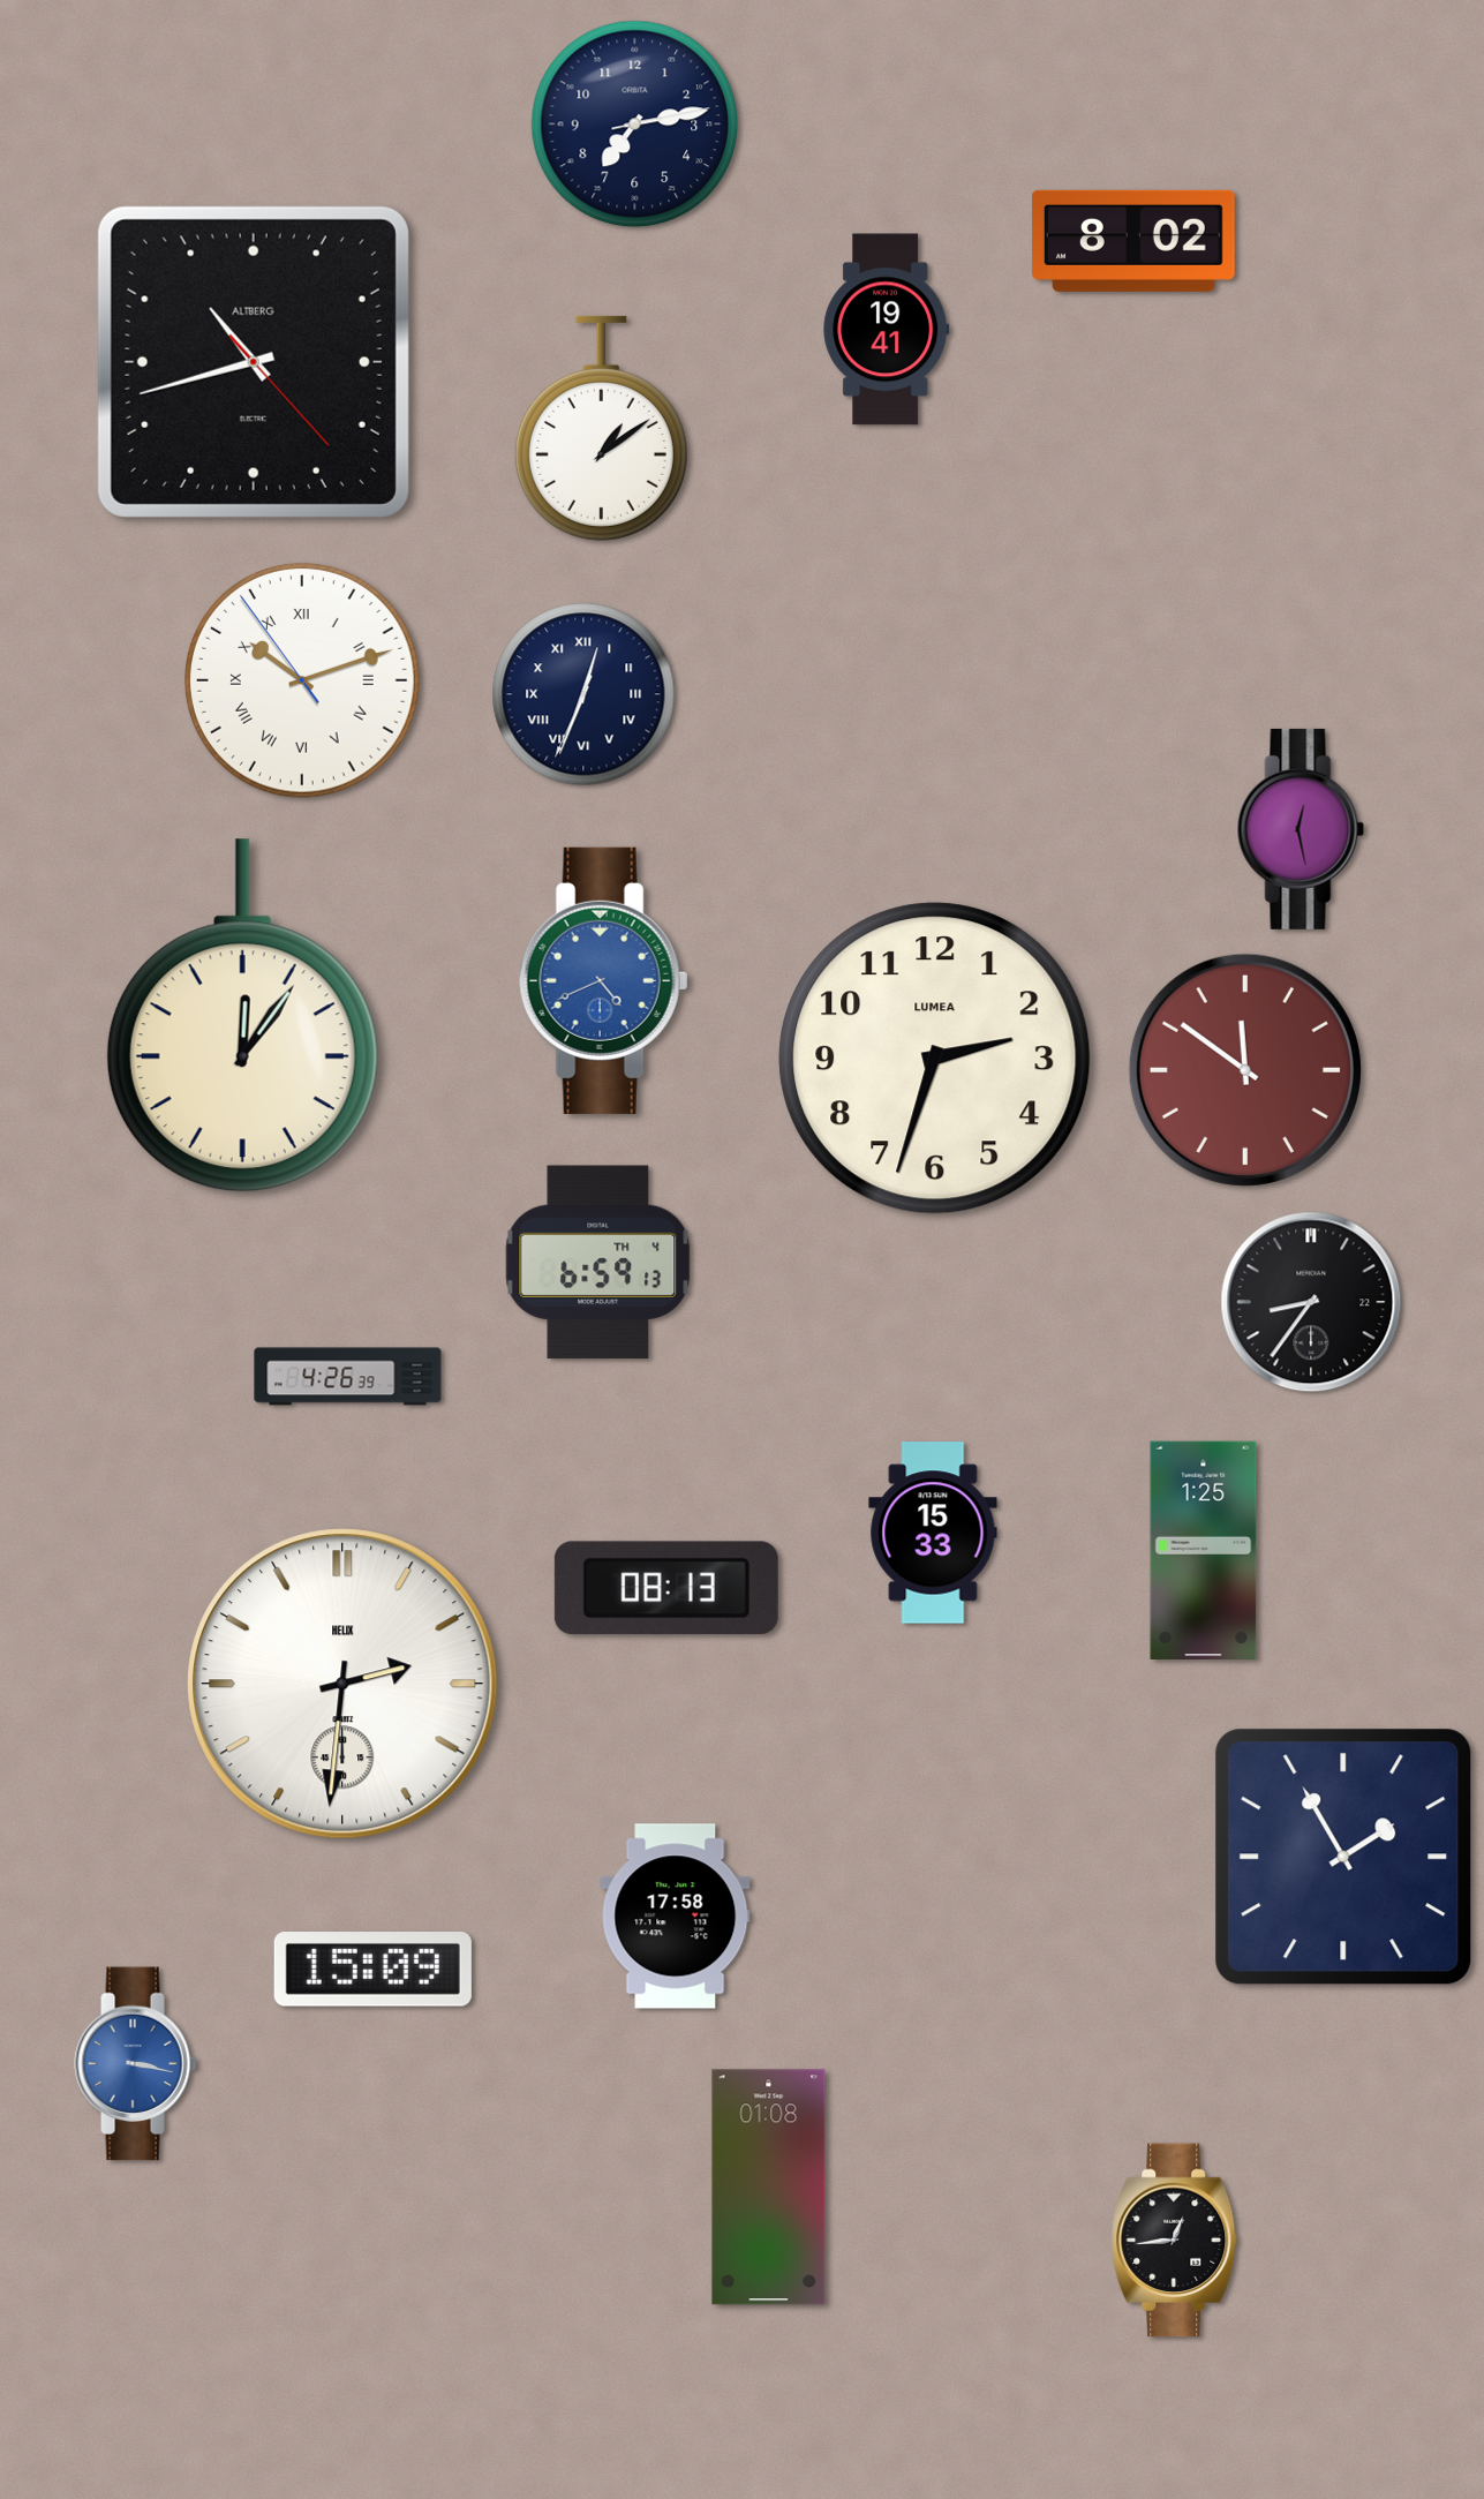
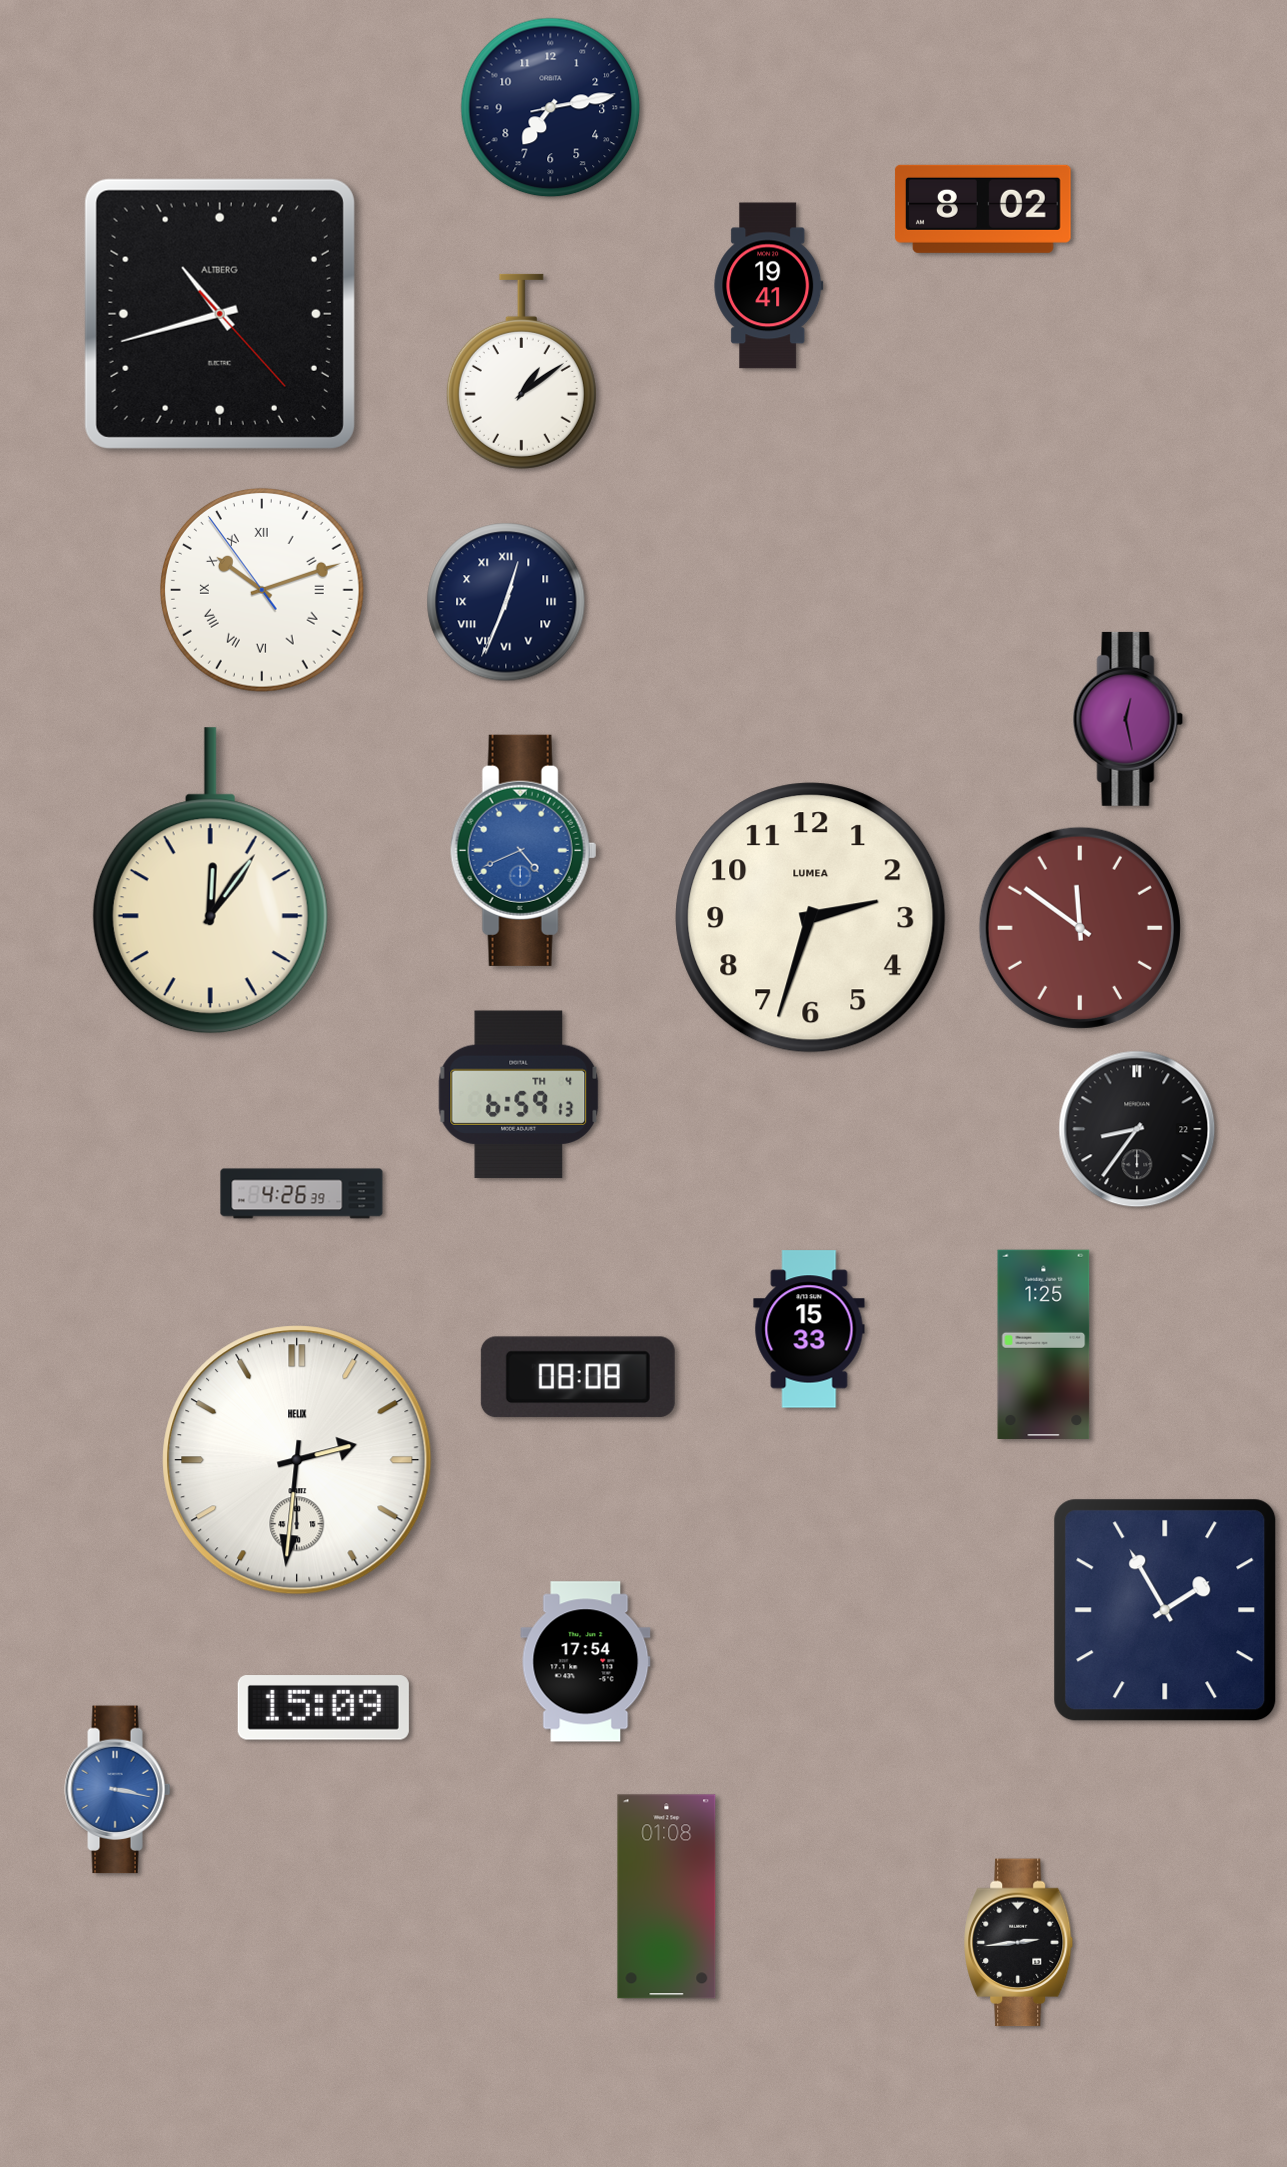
clock at (666, 1588): 08:13 -> 08:08
clock at (676, 1917): 17:58 -> 17:54
clock at (1175, 2241): 12:44 -> 2:44
